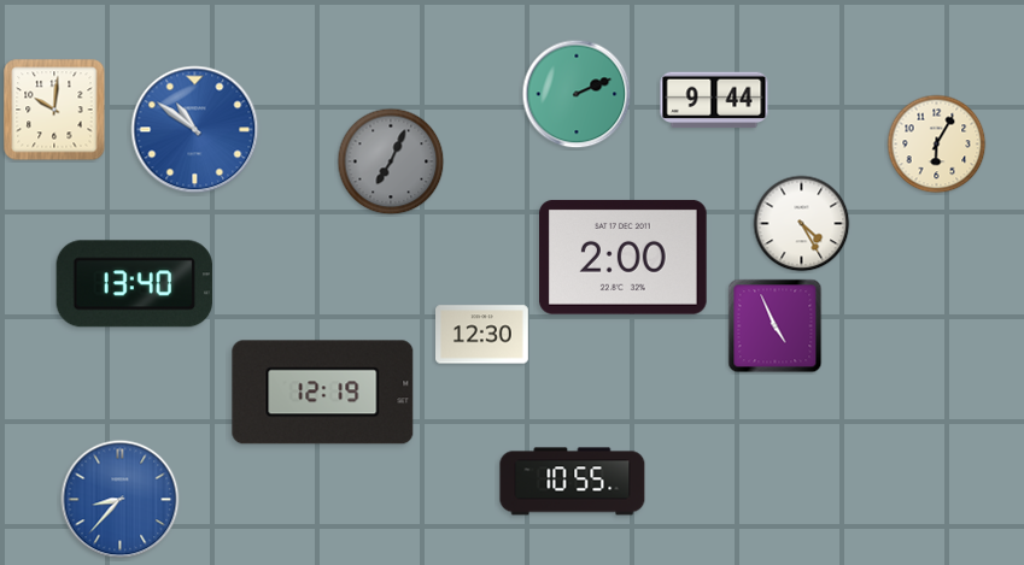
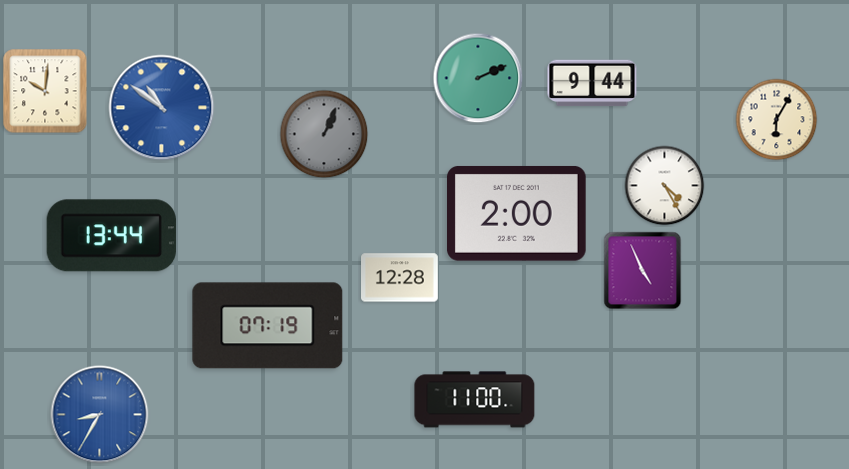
clock at (391, 161): 7:04 -> 1:04
clock at (134, 284): 13:40 -> 13:44
clock at (482, 335): 12:30 -> 12:28
clock at (323, 393): 12:19 -> 07:19
clock at (573, 482): 10:55 -> 11:00
clock at (121, 500): 8:37 -> 8:35
